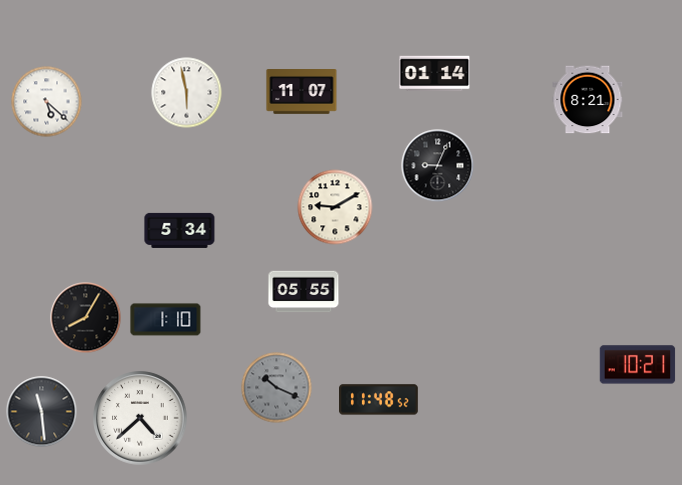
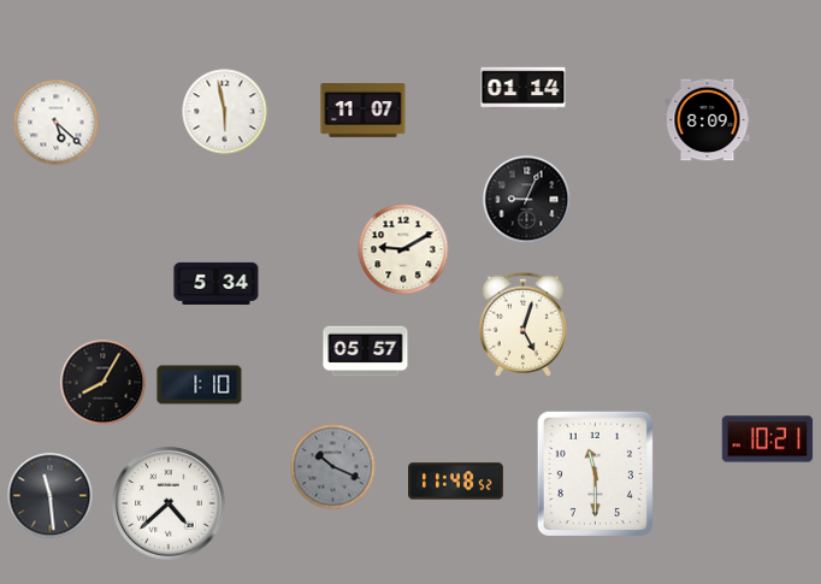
clock at (588, 100): 8:21 -> 8:09
clock at (180, 230) position: (180, 230) -> (217, 283)
clock at (522, 324): none -> 5:03
clock at (304, 292): 05:55 -> 05:57
clock at (595, 473): none -> 11:30
